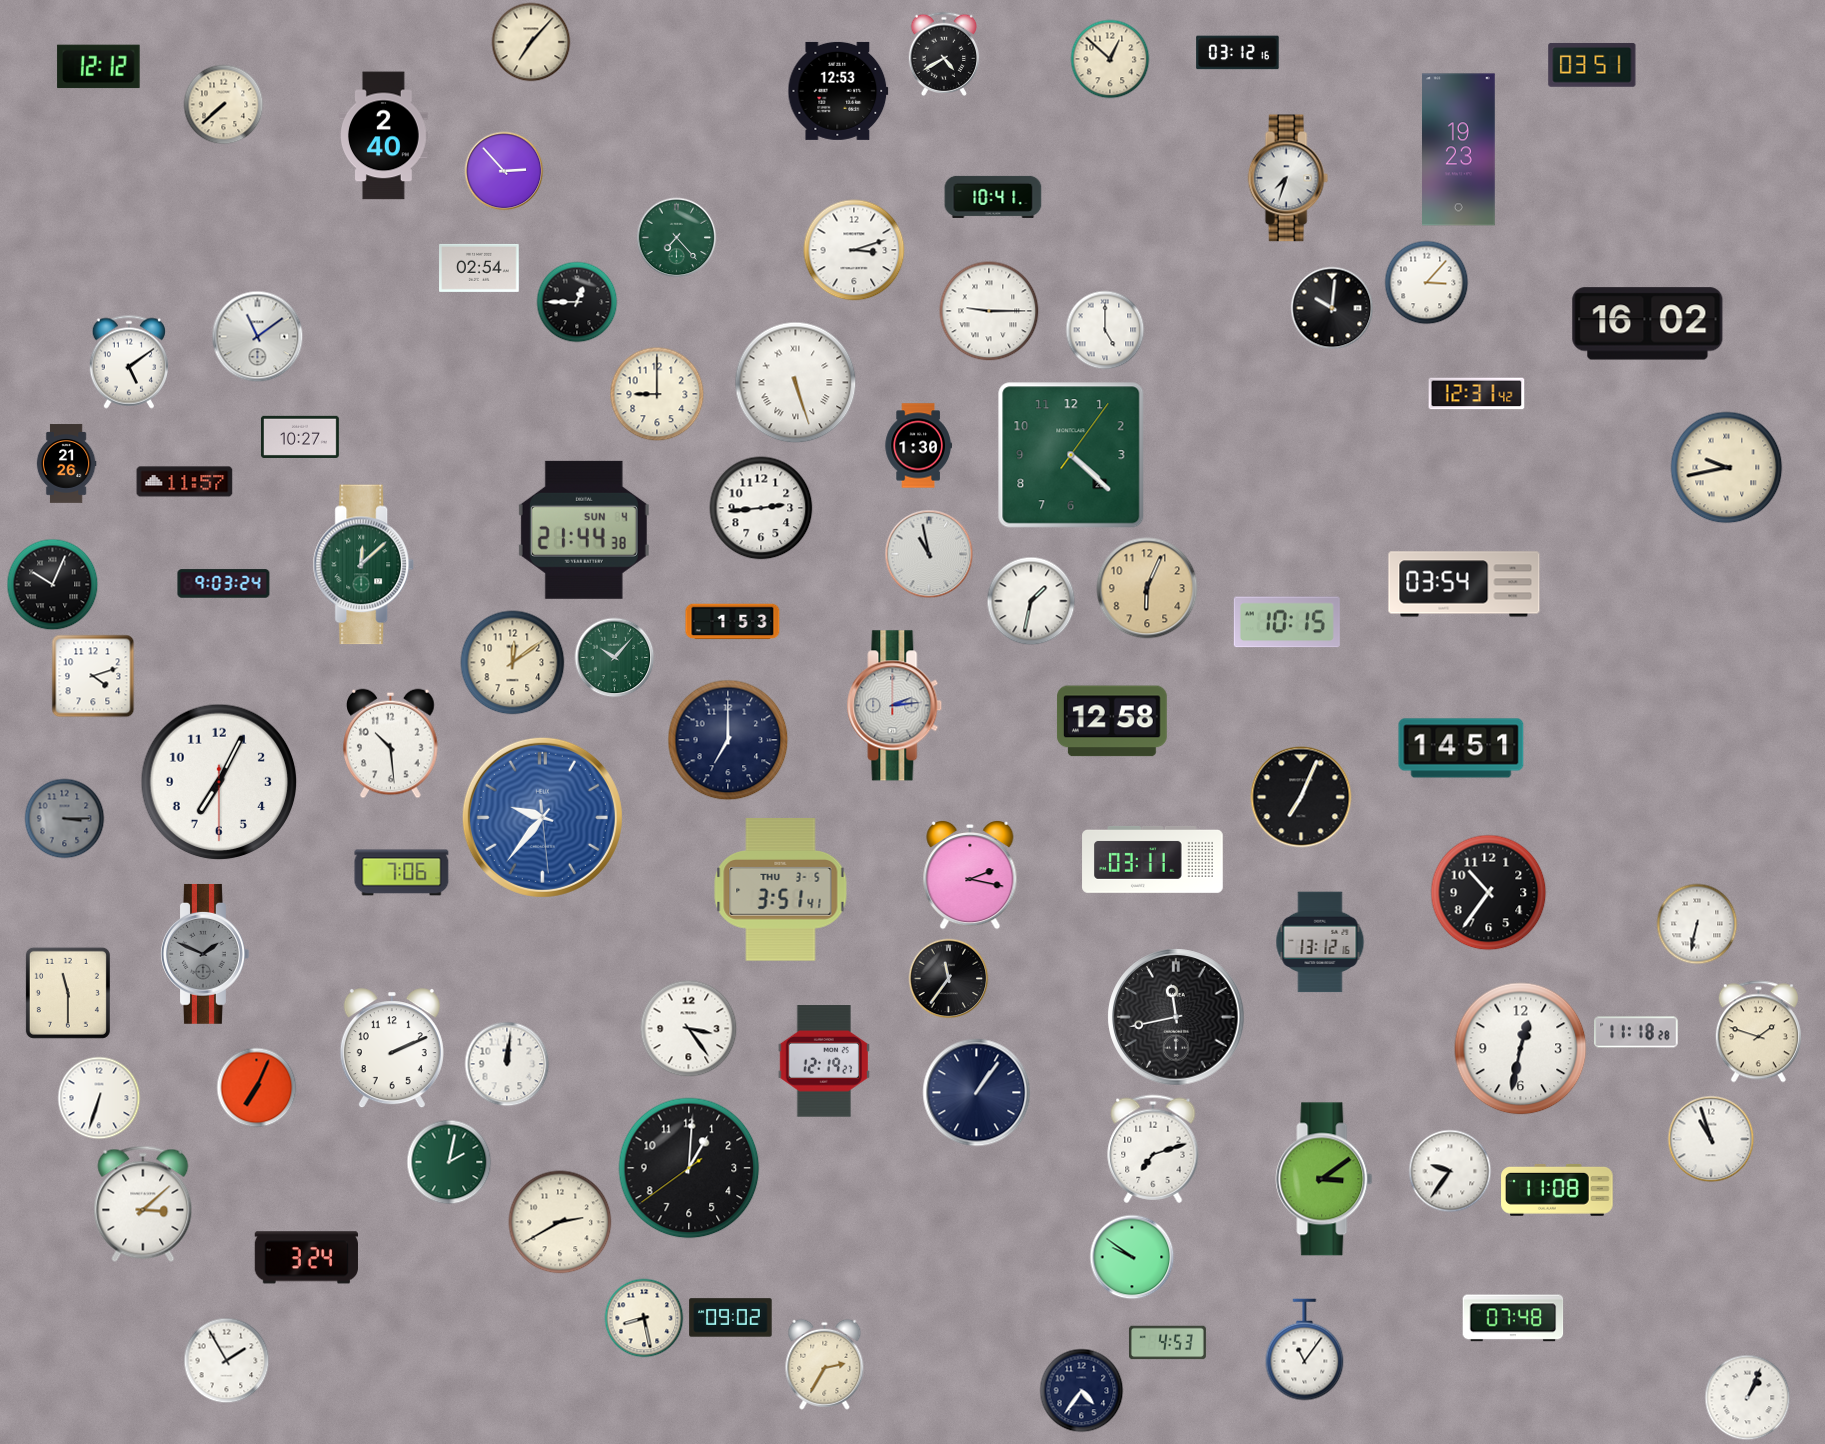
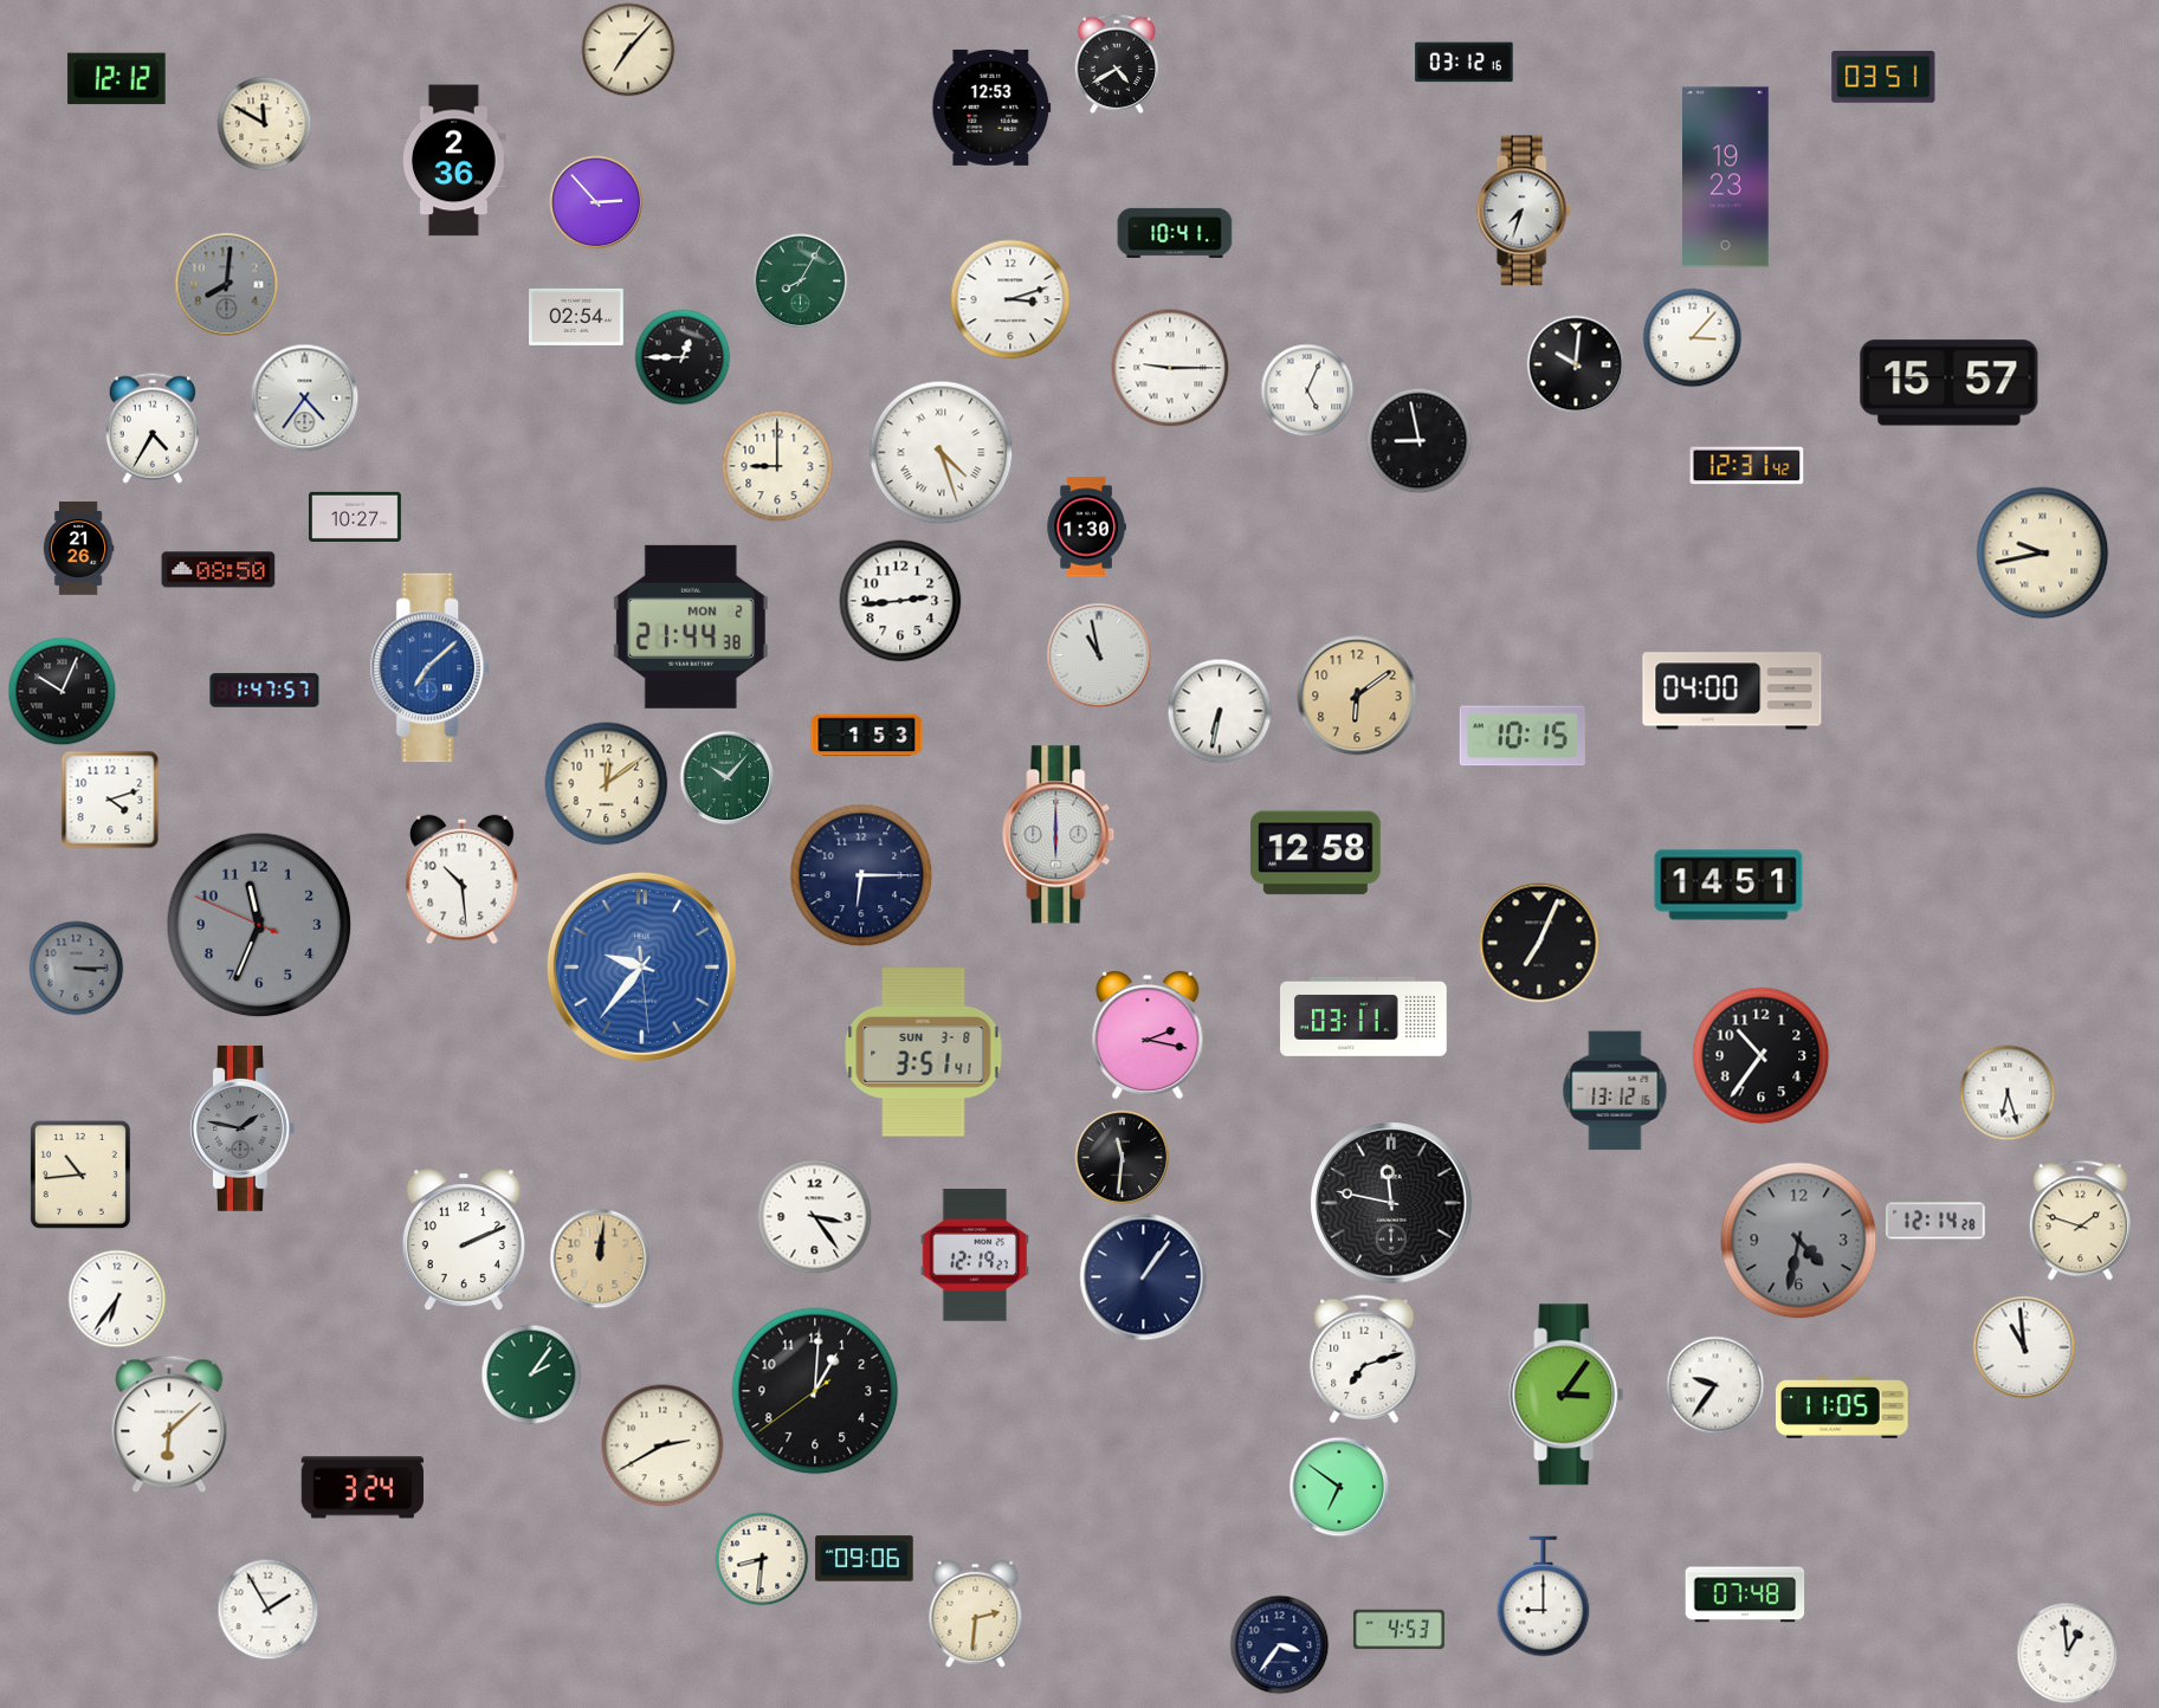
clock at (1110, 59): 12:52 -> none
clock at (224, 105): 7:38 -> 11:50
clock at (384, 136): 2:40 -> 2:36
clock at (677, 238): 7:23 -> 8:05
clock at (227, 285): none -> 8:01
clock at (854, 250) position: (854, 250) -> (1010, 299)
clock at (479, 268) position: (479, 268) -> (576, 317)
clock at (1427, 283) position: (1427, 283) -> (1693, 338)
clock at (1648, 324): 16:02 -> 15:57
clock at (1105, 330): 5:00 -> 5:04
clock at (258, 337): 11:09 -> 4:36
clock at (128, 362): 5:09 -> 4:35
clock at (1420, 441): none -> 8:58
clock at (796, 383): 5:27 -> 4:27
clock at (1071, 455): 4:22 -> none
clock at (185, 482): 11:57 -> 08:50
clock at (584, 530) date: SUN 4 -> MON 2
clock at (363, 565): 12:08 -> 7:08
clock at (363, 565) dial: green -> blue
clock at (224, 584): 9:03 -> 1:47
clock at (1464, 584): 03:54 -> 04:00
clock at (1147, 588): 6:04 -> 6:09
clock at (1031, 601): 1:32 -> 6:32
clock at (895, 706): 2:14 -> 6:00
clock at (728, 740): 7:00 -> 6:15
clock at (219, 782): 7:04 -> 11:33
clock at (219, 782) dial: white -> grey
clock at (402, 873): 7:06 -> none
clock at (781, 890) date: THU 3-5 -> SUN 3-8
clock at (1697, 924): 6:32 -> 6:27
clock at (1320, 942) position: (1320, 942) -> (1615, 1091)
clock at (205, 954): 1:49 -> 1:47
clock at (949, 979): 11:36 -> 11:31
clock at (68, 993): 11:30 -> 10:44
clock at (1176, 1017): 11:43 -> 11:47
clock at (1636, 1032): 11:18 -> 12:14
clock at (1521, 1049): 12:32 -> 4:32
clock at (1521, 1049) dial: white -> grey
clock at (507, 1064) dial: white -> champagne
clock at (257, 1088): 7:04 -> none
clock at (977, 1093) position: (977, 1093) -> (1144, 1277)
clock at (99, 1098): 6:33 -> 6:36
clock at (1711, 1139): 10:57 -> 10:59
clock at (449, 1162): 2:02 -> 2:06
clock at (689, 1168) position: (689, 1168) -> (815, 1391)
clock at (1324, 1179): 3:09 -> 3:06
clock at (1557, 1190): 11:08 -> 11:05
clock at (143, 1204): 3:08 -> 6:08
clock at (1132, 1257): 9:51 -> 6:51
clock at (644, 1318): 8:28 -> 8:31
clock at (731, 1318): 09:02 -> 09:06
clock at (1513, 1318) position: (1513, 1318) -> (1745, 1594)
clock at (1167, 1343) position: (1167, 1343) -> (1398, 1630)
clock at (1305, 1350): 11:06 -> 9:00
clock at (825, 1364): 2:35 -> 2:31
clock at (1082, 1391): 4:36 -> 3:36
clock at (1748, 1398): 1:04 -> 12:59
